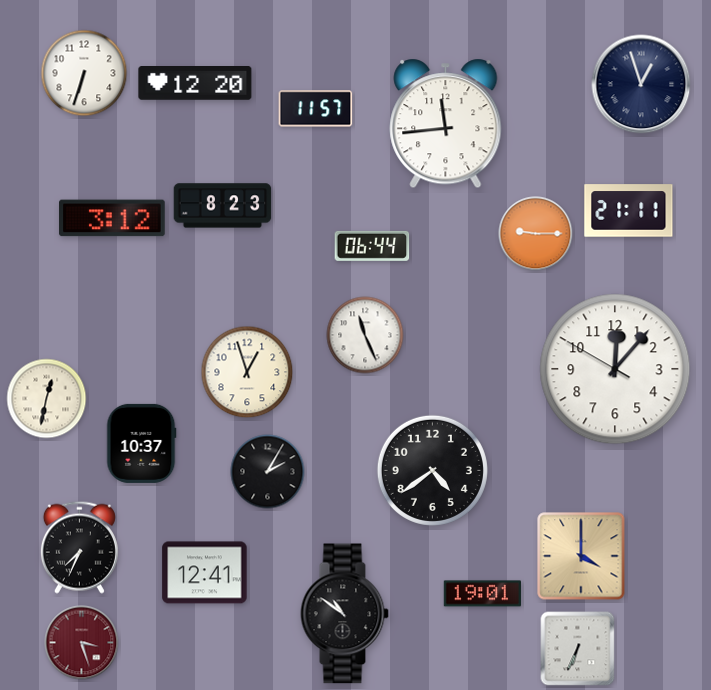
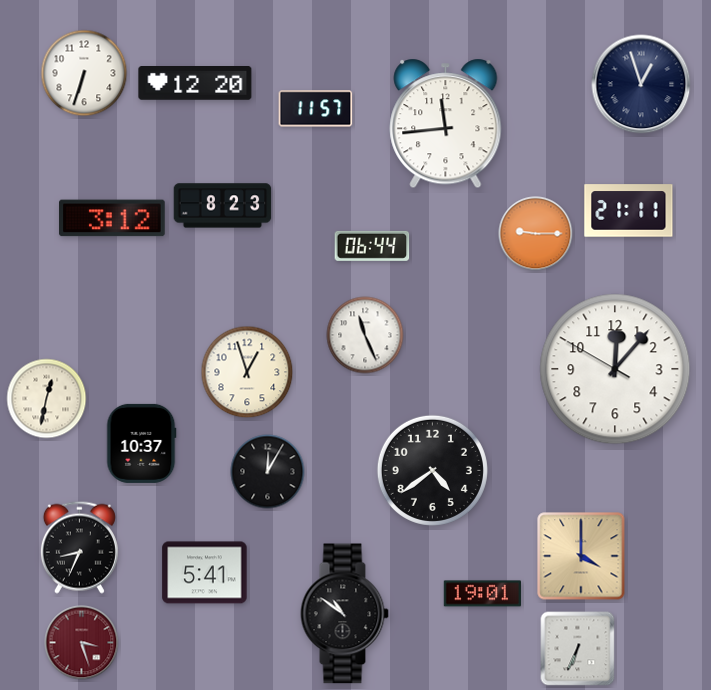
clock at (268, 472): 2:05 -> 12:05
clock at (79, 547): 7:34 -> 8:34
clock at (205, 573): 12:41 -> 5:41
